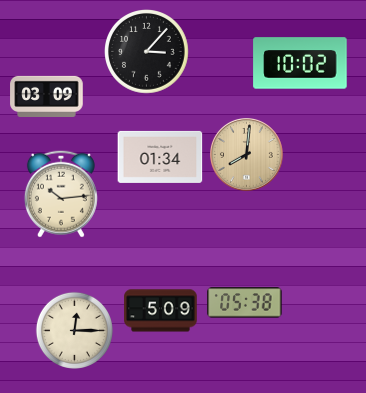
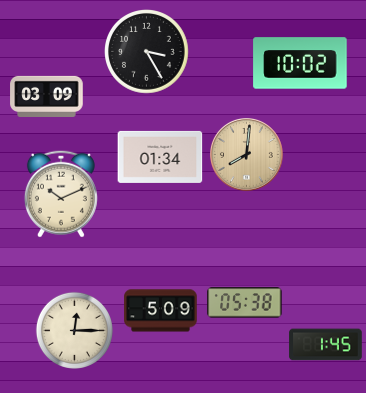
clock at (147, 52): 3:07 -> 3:25
clock at (61, 194): 10:14 -> 10:11
clock at (326, 345): none -> 1:45
